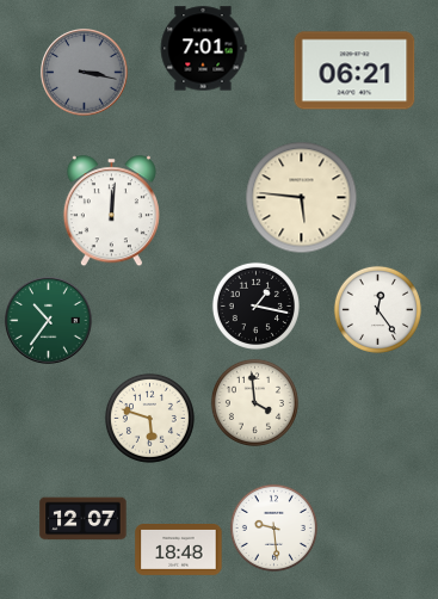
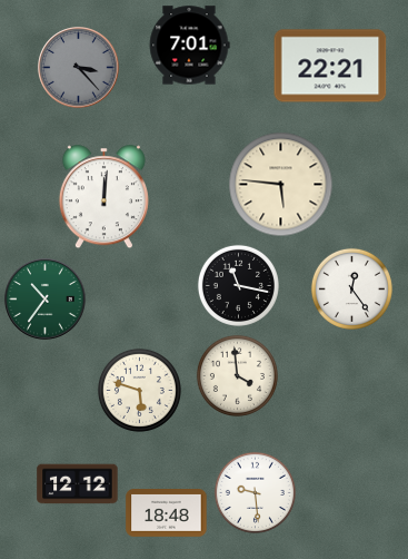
clock at (354, 70): 06:21 -> 22:21
clock at (85, 73): 3:17 -> 3:23
clock at (255, 305): 1:17 -> 11:17
clock at (84, 519): 12:07 -> 12:12
